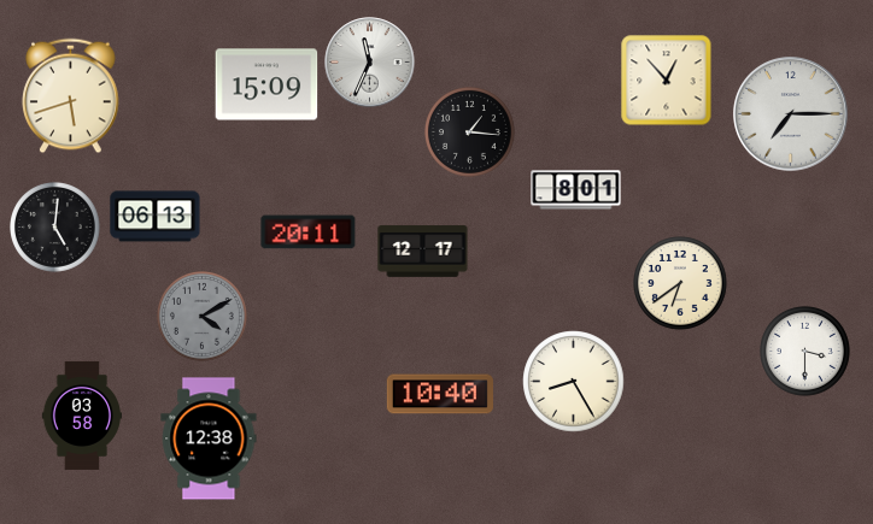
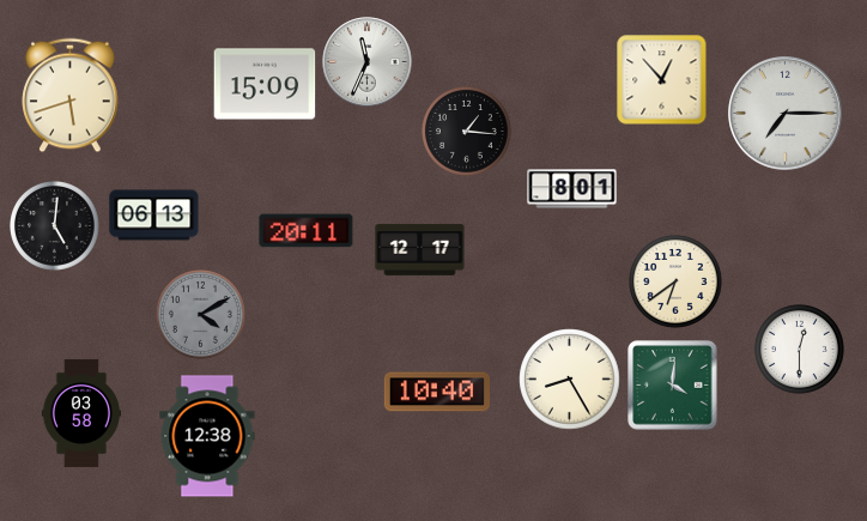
clock at (805, 352): 3:30 -> 12:30
clock at (673, 386): none -> 4:01
